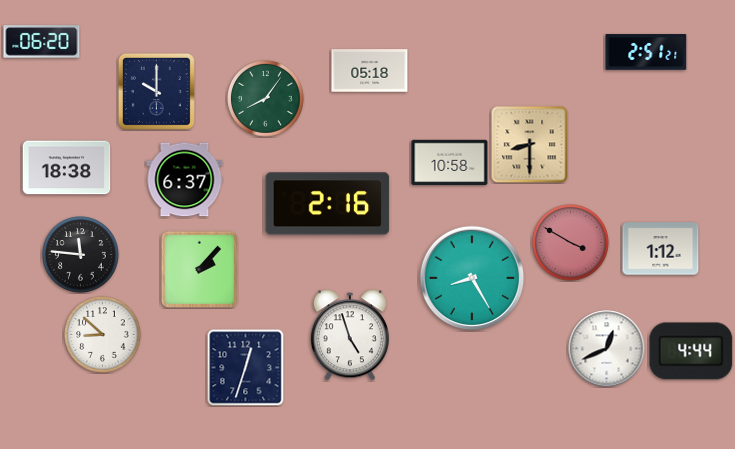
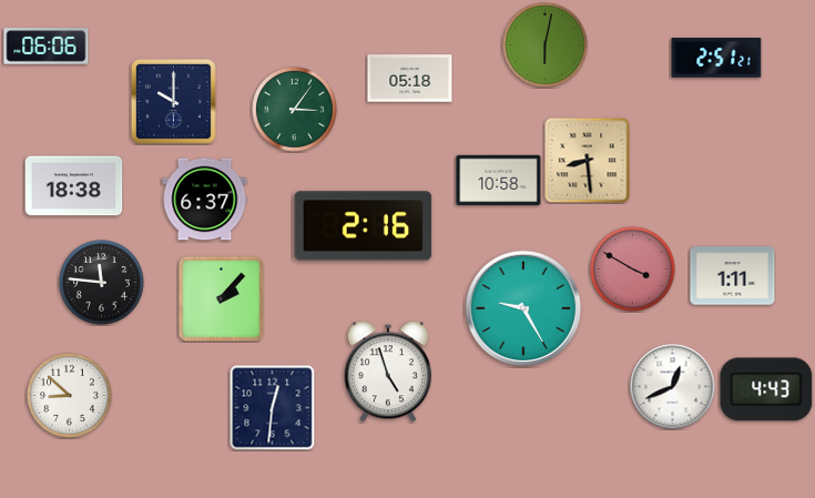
clock at (546, 45): none -> 6:02
clock at (42, 42): 06:20 -> 06:06
clock at (266, 99): 8:06 -> 3:06
clock at (530, 145): 8:30 -> 8:29
clock at (661, 249): 1:12 -> 1:11
clock at (81, 255) position: (81, 255) -> (102, 283)
clock at (472, 278): 8:25 -> 9:25
clock at (103, 335) position: (103, 335) -> (70, 396)
clock at (691, 351): 4:44 -> 4:43
clock at (245, 367): 12:33 -> 12:31
